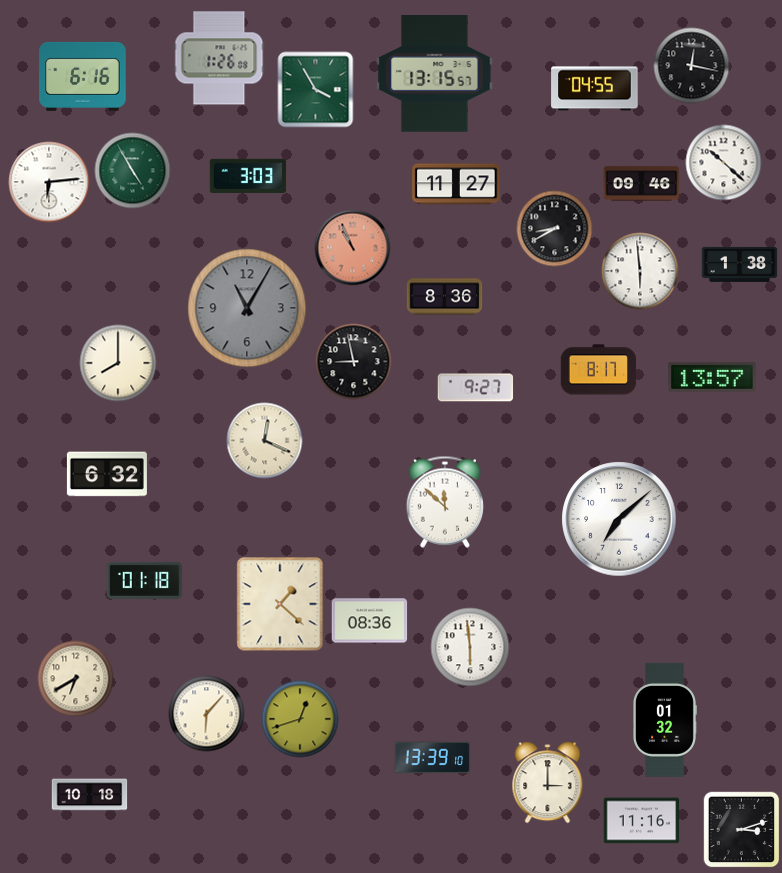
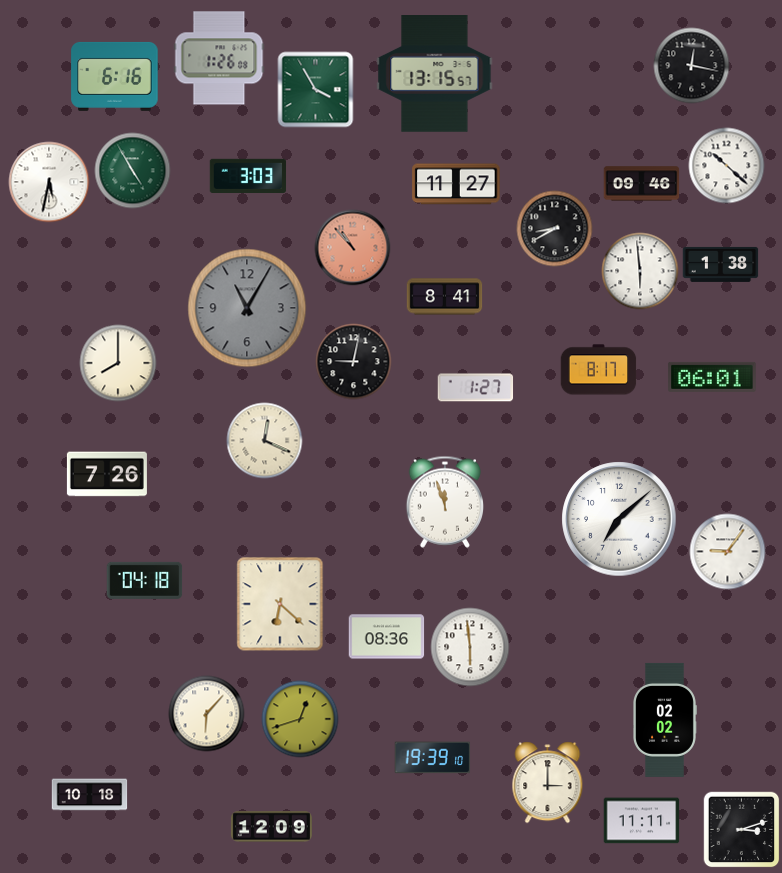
clock at (83, 76) position: (83, 76) -> (115, 76)
clock at (595, 89): 04:55 -> none
clock at (724, 163) position: (724, 163) -> (727, 166)
clock at (49, 182): 6:14 -> 5:32
clock at (353, 248): 10:56 -> 10:53
clock at (740, 264) position: (740, 264) -> (721, 264)
clock at (445, 297): 8:36 -> 8:41
clock at (354, 362): 8:58 -> 9:02
clock at (712, 377): 13:57 -> 06:01
clock at (476, 388): 9:27 -> 1:27
clock at (107, 474): 6:32 -> 7:26
clock at (444, 502): 11:52 -> 11:57
clock at (728, 552): none -> 9:06
clock at (145, 580): 01:18 -> 04:18
clock at (280, 604): 1:22 -> 6:22
clock at (370, 621) position: (370, 621) -> (387, 637)
clock at (76, 679): 6:40 -> none
clock at (665, 720): 01:32 -> 02:02
clock at (433, 758): 13:39 -> 19:39
clock at (642, 821): 11:16 -> 11:11
clock at (271, 827): none -> 12:09
